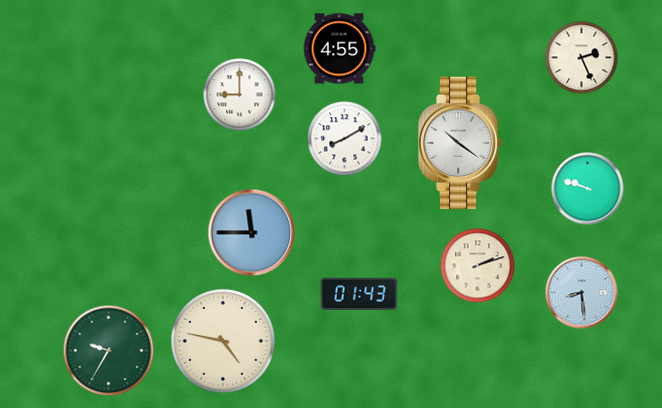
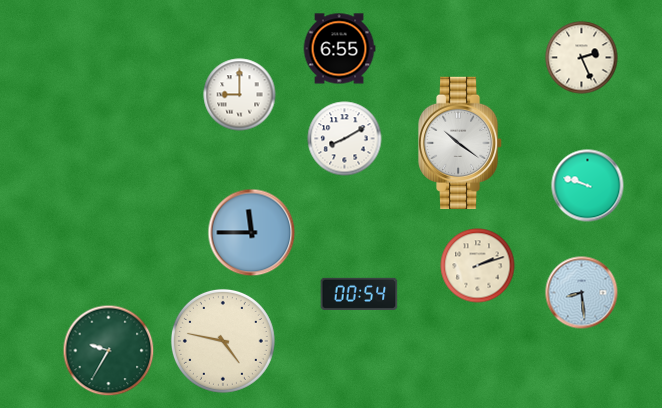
clock at (339, 49): 4:55 -> 6:55
clock at (588, 189) position: (588, 189) -> (588, 186)
clock at (359, 293): 01:43 -> 00:54
